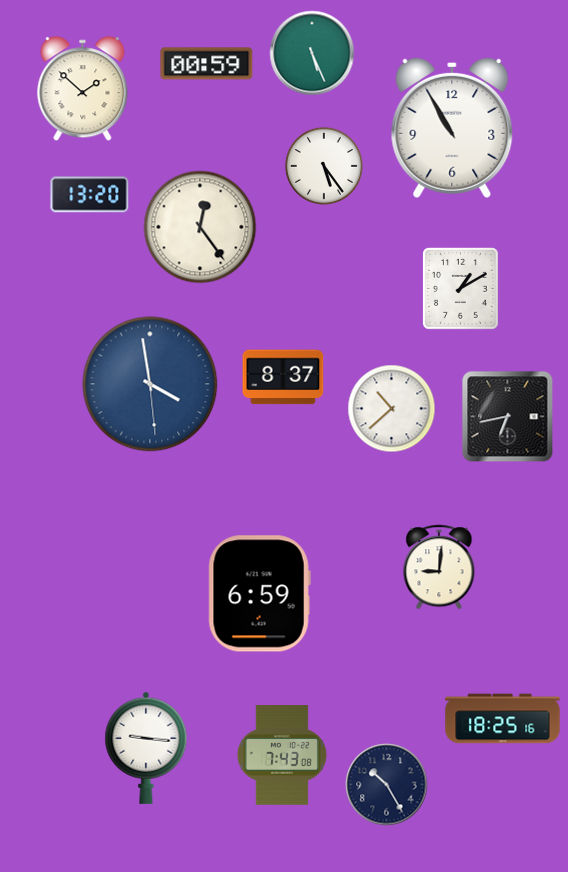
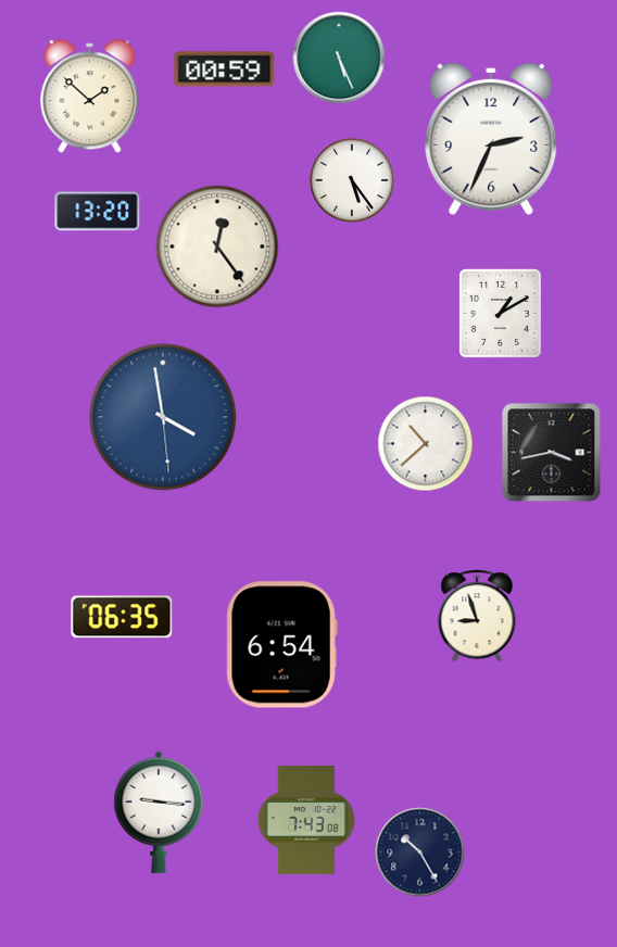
clock at (452, 128): 10:55 -> 2:34
clock at (283, 377): 8:37 -> none
clock at (508, 417): 6:43 -> 3:43
clock at (439, 567): 9:01 -> 8:57
clock at (122, 617): none -> 06:35
clock at (259, 594): 6:59 -> 6:54
clock at (503, 719): 18:25 -> none
